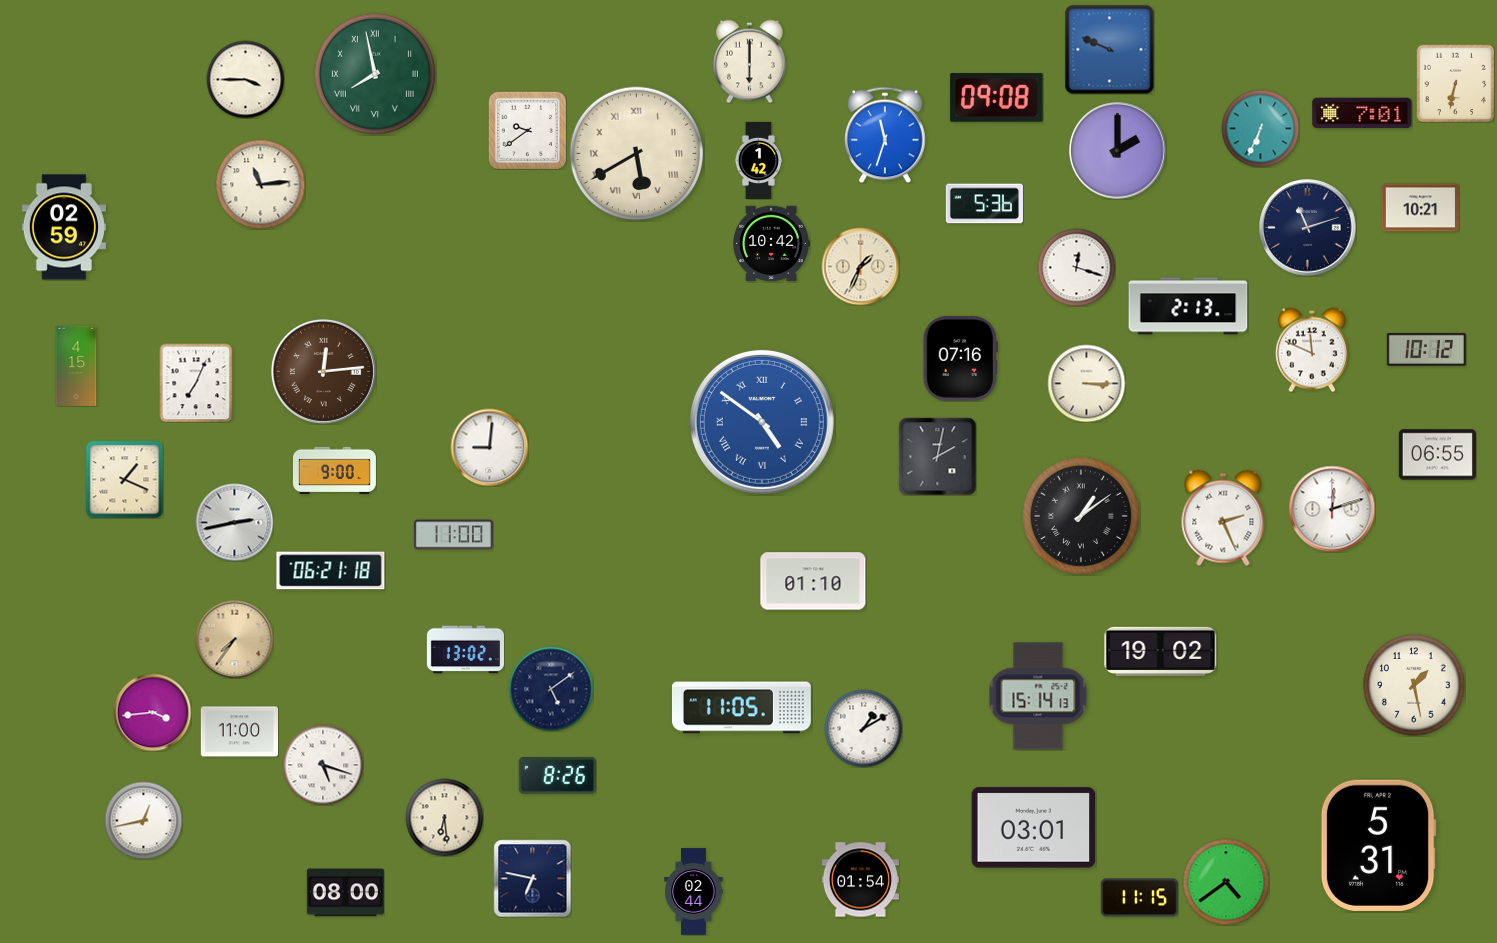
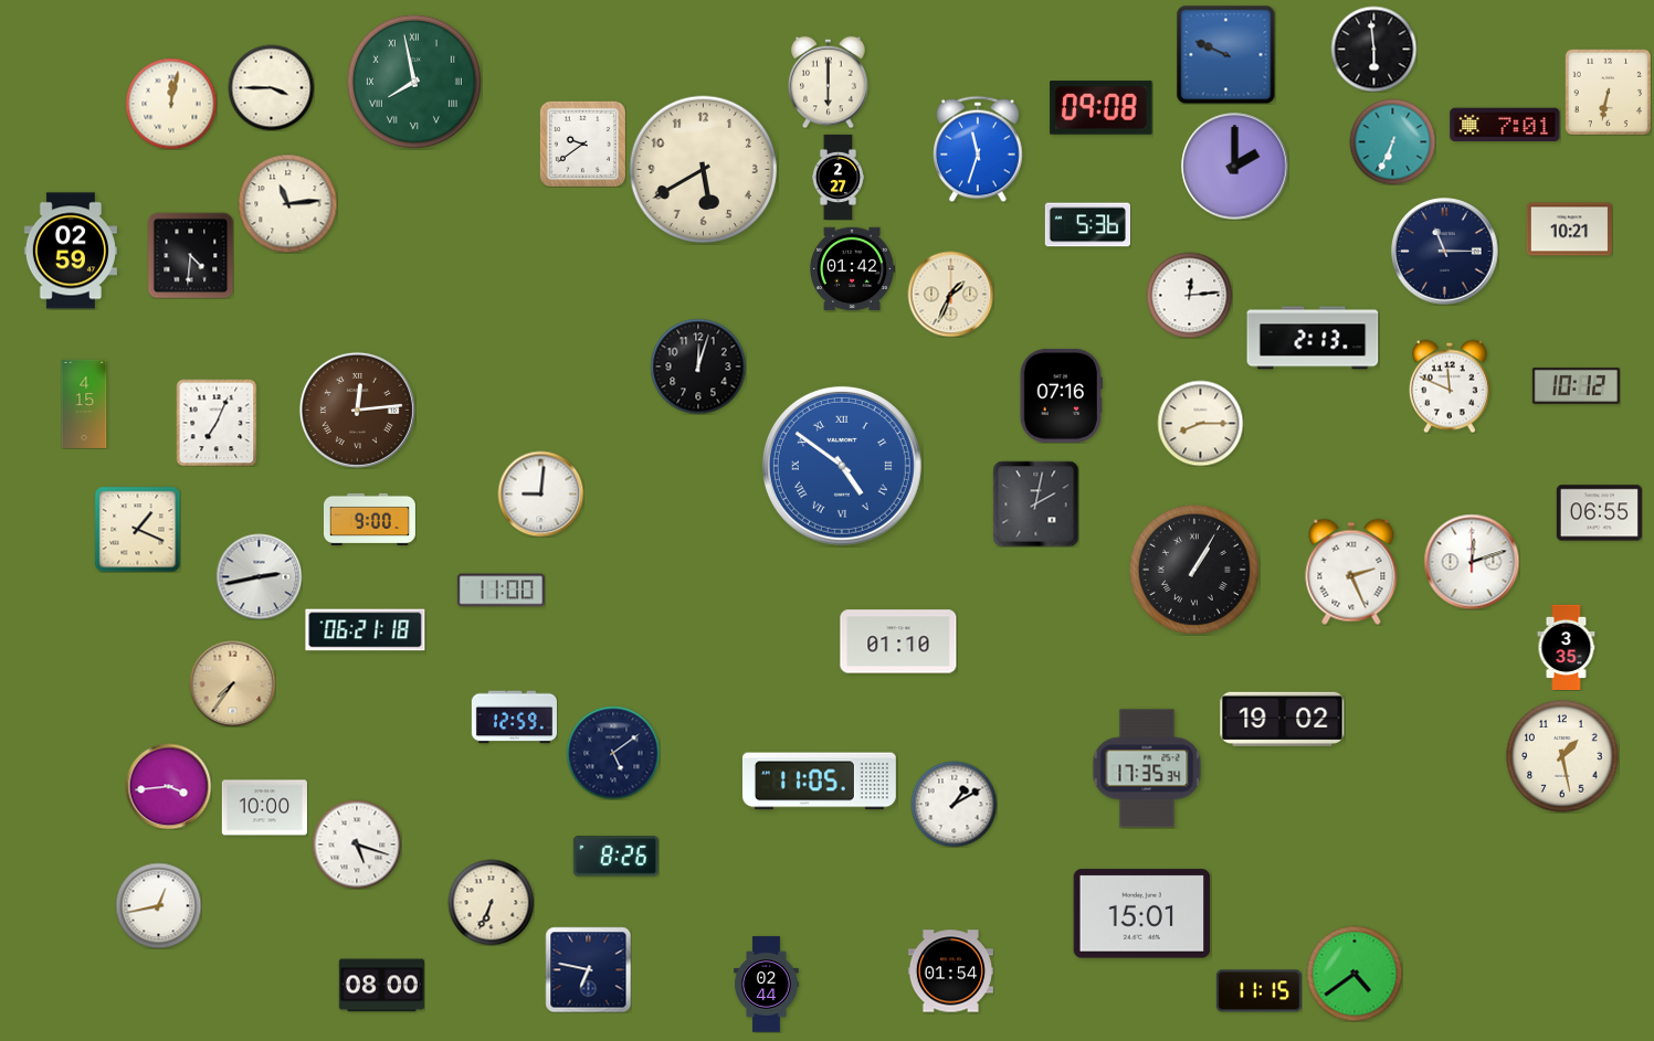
clock at (1373, 49): none -> 5:59
clock at (750, 61) position: (750, 61) -> (829, 82)
clock at (171, 104): none -> 12:02
clock at (637, 154) numerals: Roman -> Arabic
clock at (758, 160): 1:42 -> 2:27
clock at (1308, 228): 11:12 -> 11:15
clock at (190, 255): none -> 4:31
clock at (772, 244): 10:42 -> 01:42
clock at (1076, 267): 12:18 -> 12:14
clock at (698, 367): none -> 12:03
clock at (1086, 383): 3:15 -> 8:15
clock at (1437, 455) position: (1437, 455) -> (1599, 513)
clock at (1081, 516): 1:09 -> 1:05
clock at (1567, 647): none -> 3:35
clock at (234, 639) position: (234, 639) -> (232, 683)
clock at (465, 650): 13:02 -> 12:59
clock at (551, 689) position: (551, 689) -> (613, 753)
clock at (1038, 696): 15:14 -> 17:35
clock at (239, 732): 11:00 -> 10:00
clock at (444, 817): 6:29 -> 6:34
clock at (1034, 828): 03:01 -> 15:01
clock at (1378, 845): 5:31 -> none
